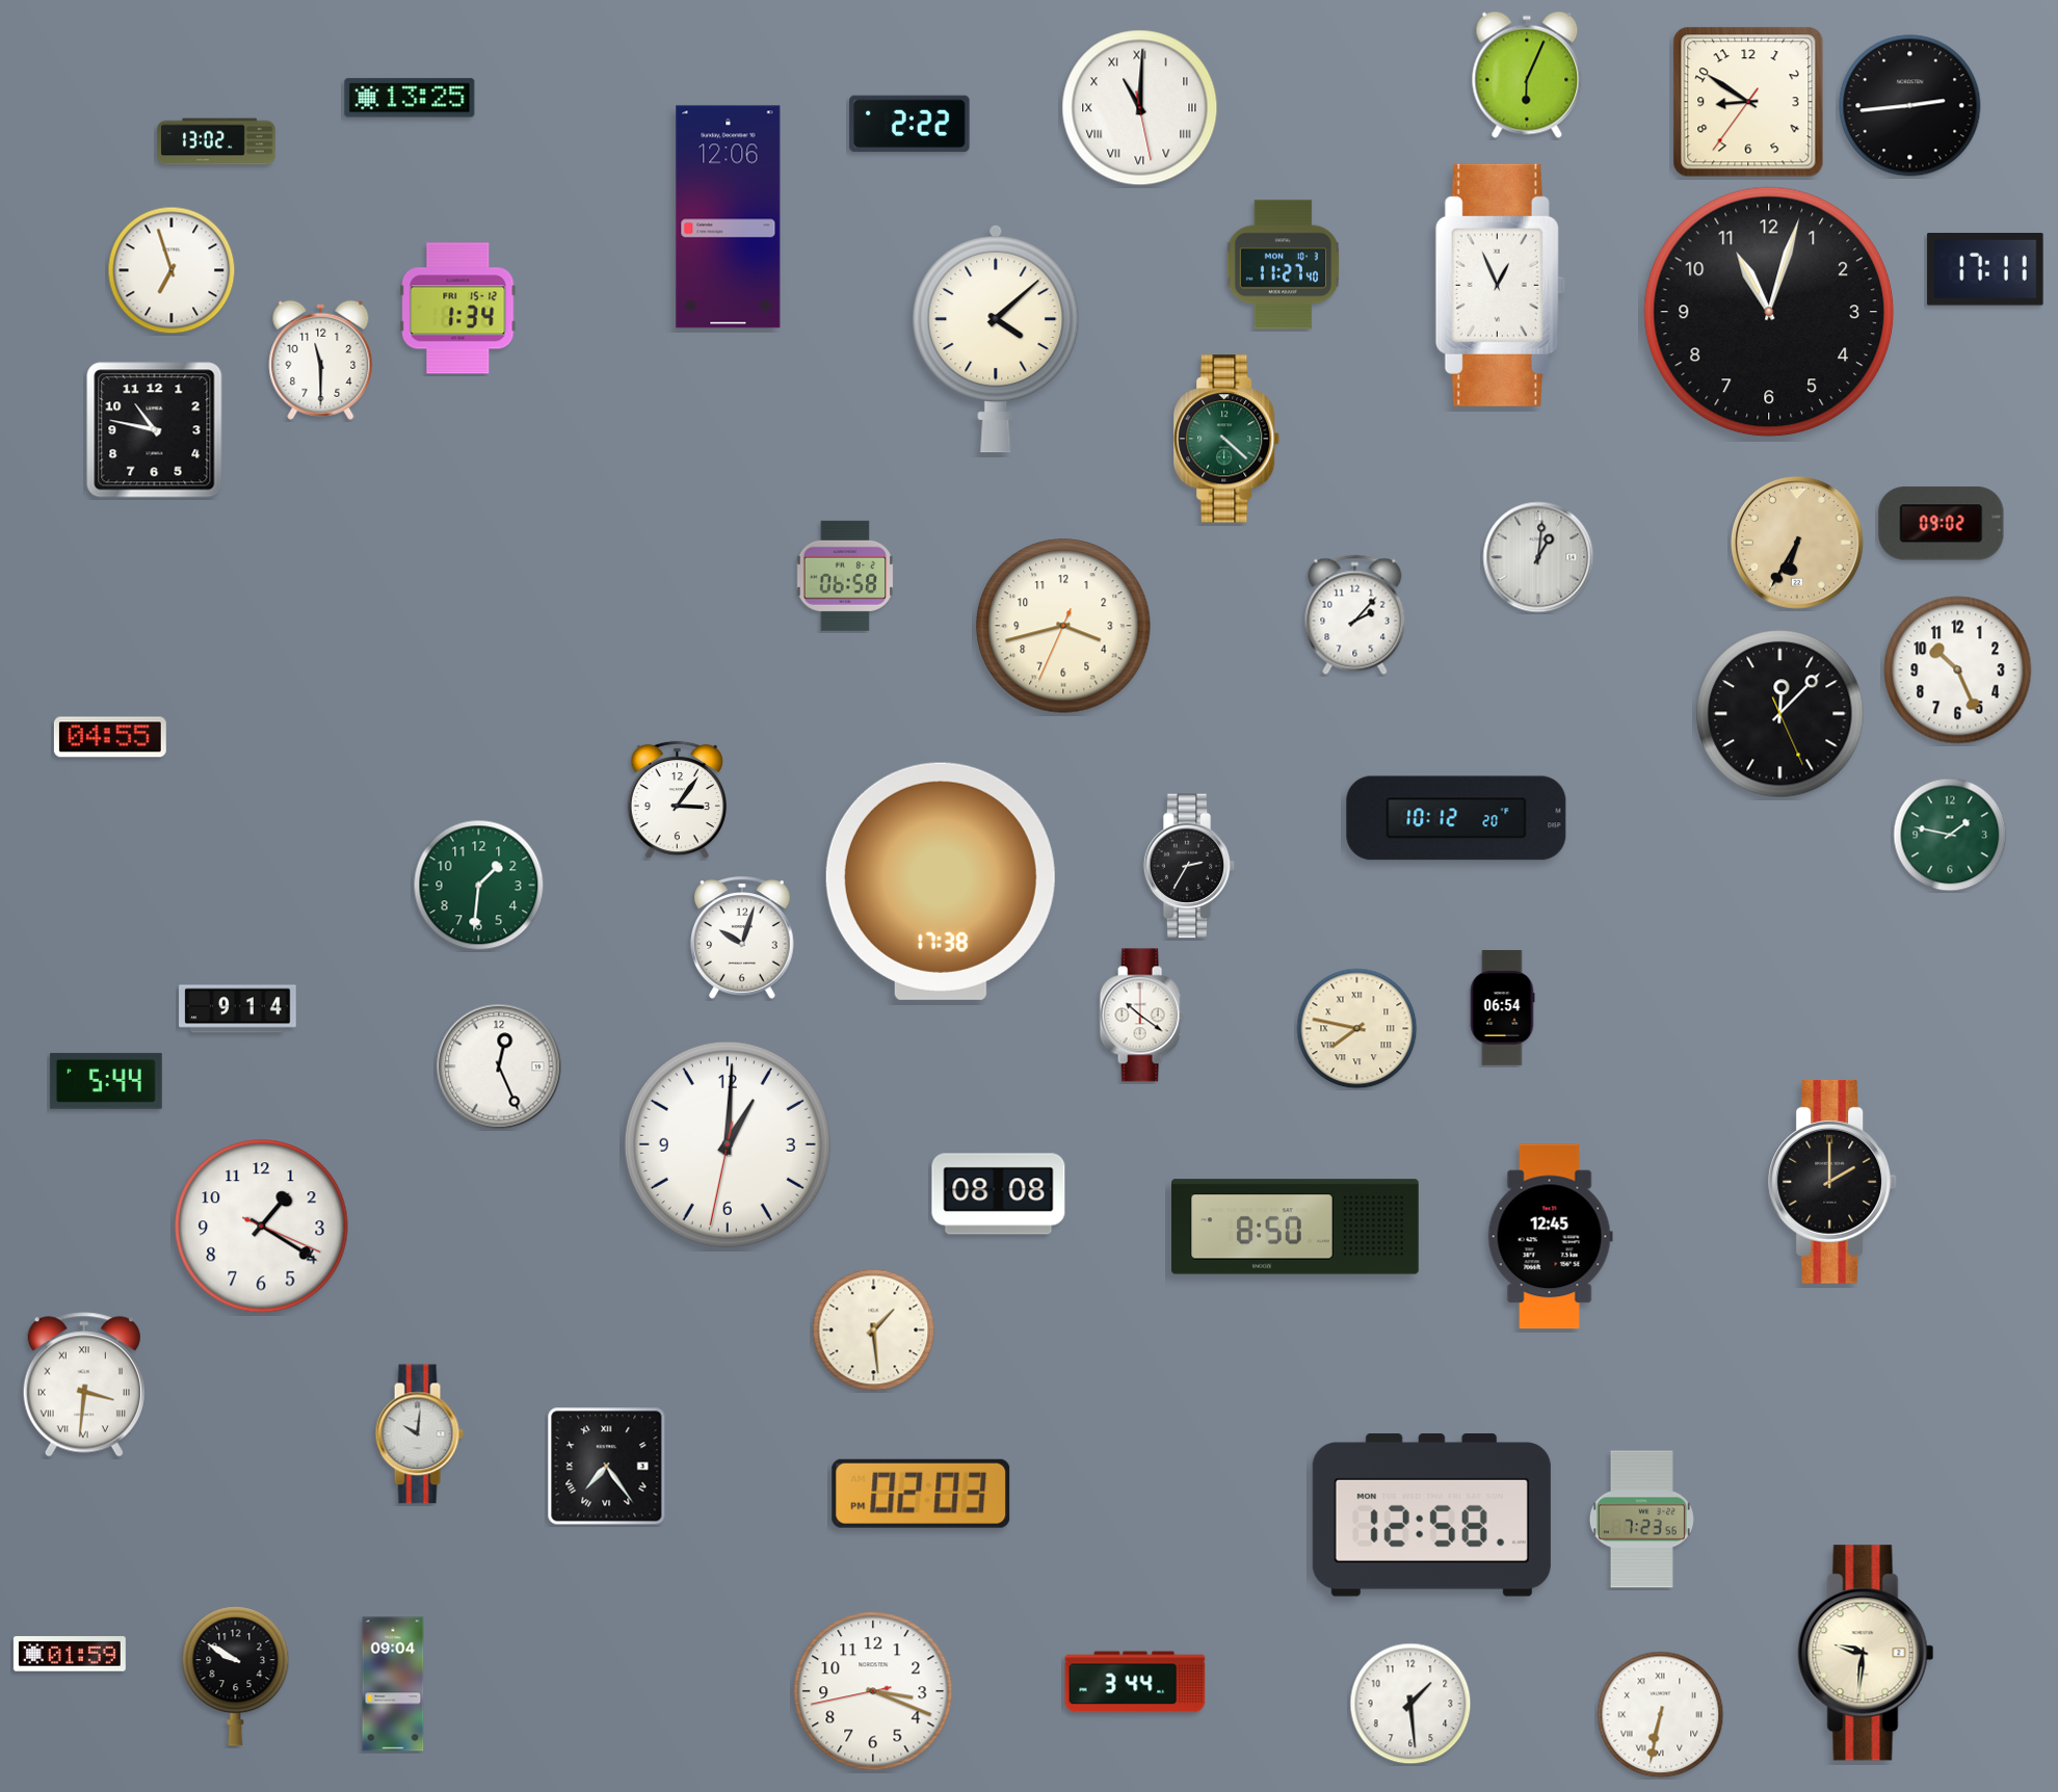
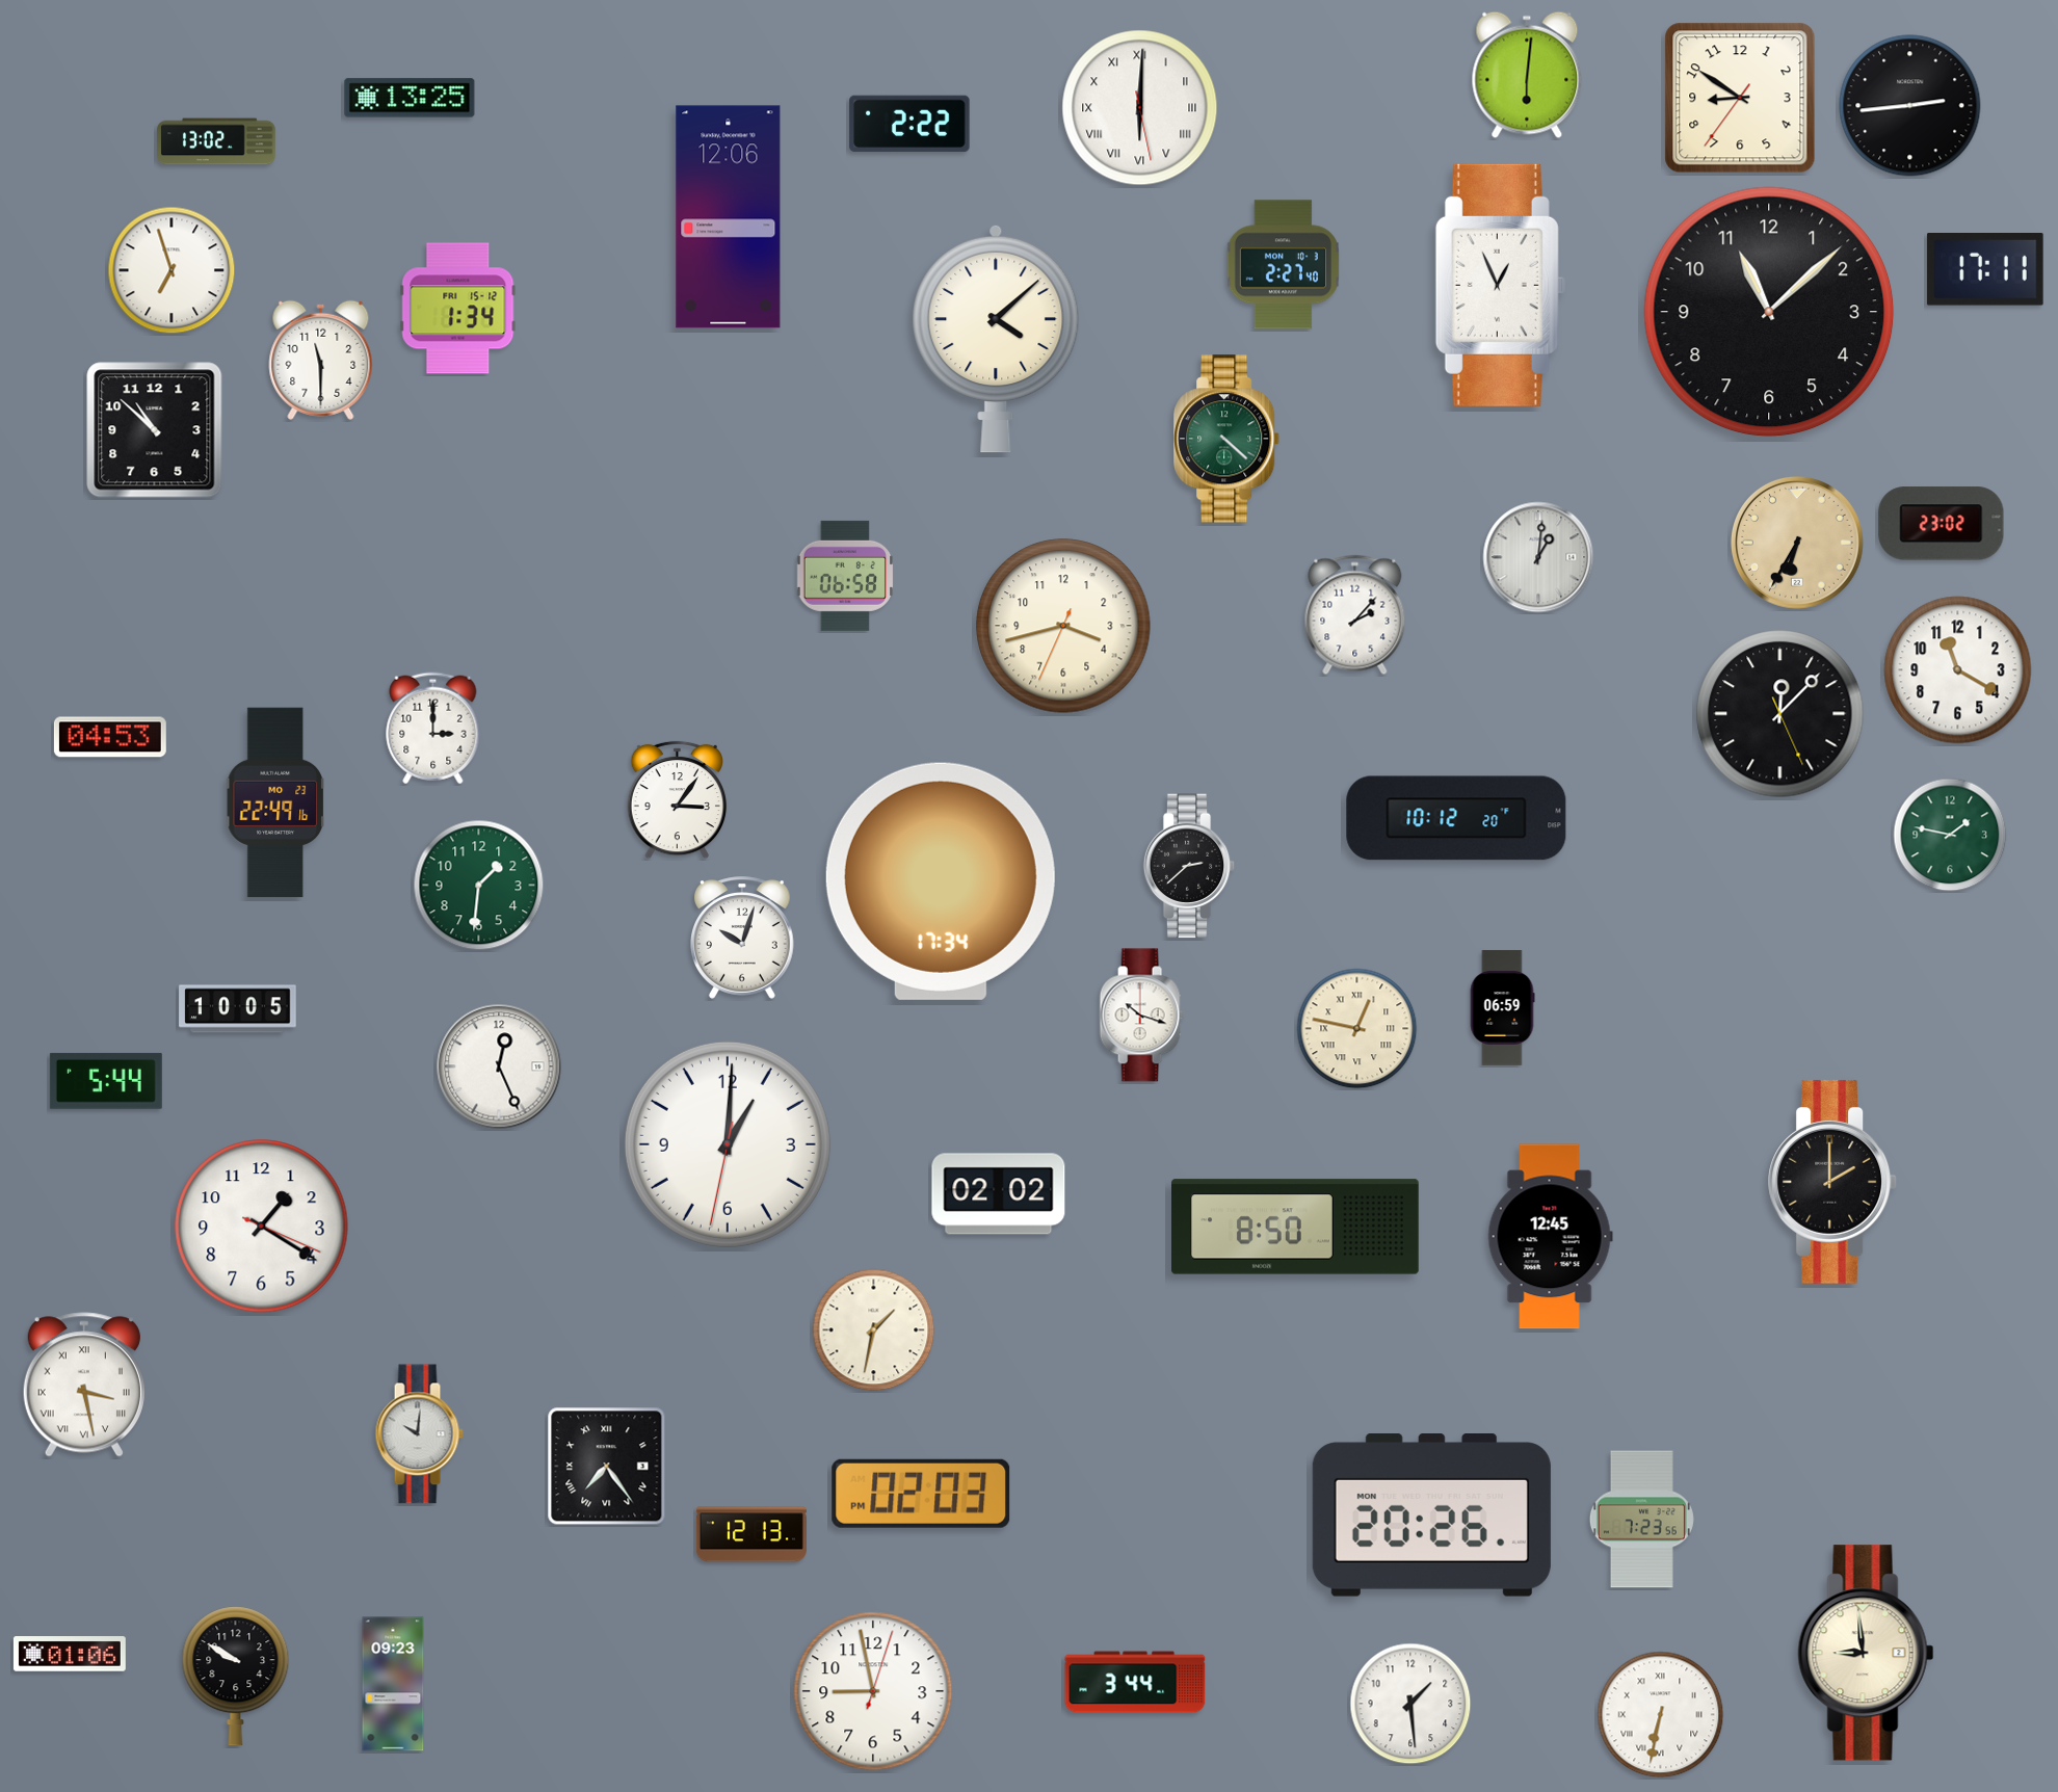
clock at (1527, 75): 6:04 -> 6:01
clock at (1748, 102) position: (1748, 102) -> (1740, 98)
clock at (1140, 108): 11:00 -> 6:00
clock at (1283, 265): 11:27 -> 2:27
clock at (1769, 312): 11:03 -> 11:08
clock at (155, 430): 10:47 -> 10:52
clock at (1942, 524): 09:02 -> 23:02
clock at (1958, 670): 10:26 -> 11:20
clock at (433, 729): none -> 3:00
clock at (110, 737): 04:55 -> 04:53
clock at (275, 802): none -> 22:49
clock at (1189, 866): 2:35 -> 2:38
clock at (941, 881): 17:38 -> 17:34
clock at (1502, 1008): 06:54 -> 06:59
clock at (238, 1009): 9:14 -> 10:05
clock at (1141, 1016): 10:21 -> 10:18
clock at (1357, 1029): 7:47 -> 12:47
clock at (999, 1194): 08:08 -> 02:02
clock at (874, 1330): 1:29 -> 1:32
clock at (84, 1385): 3:31 -> 3:28
clock at (1431, 1516): 12:58 -> 20:26
clock at (751, 1534): none -> 12:13
clock at (1866, 1653): 9:31 -> 8:59
clock at (70, 1654): 01:59 -> 01:06
clock at (393, 1684): 09:04 -> 09:23
clock at (873, 1691): 3:18 -> 8:58
